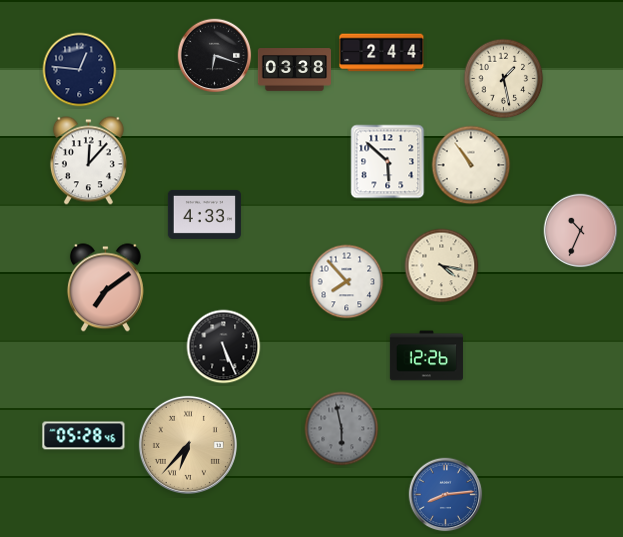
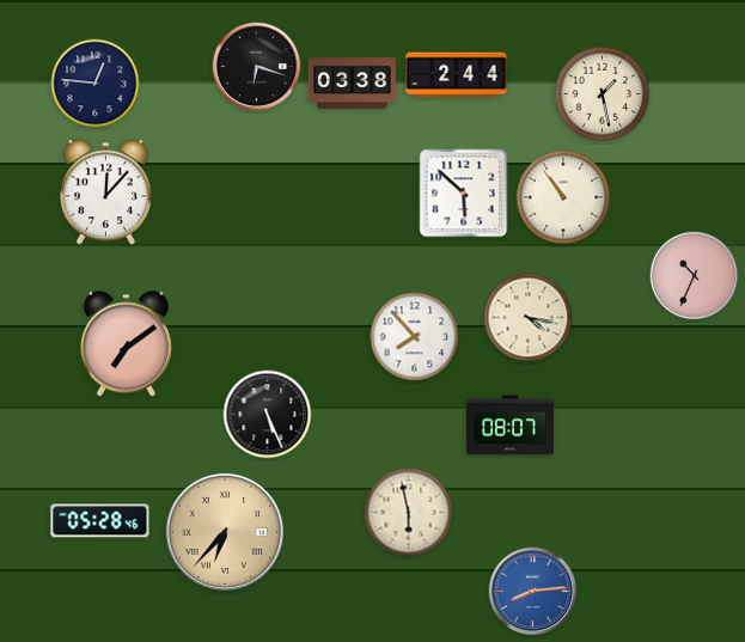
clock at (382, 53) position: (382, 53) -> (457, 75)
clock at (204, 214): 4:33 -> none
clock at (426, 356): 12:26 -> 08:07
clock at (342, 429) dial: grey -> cream
